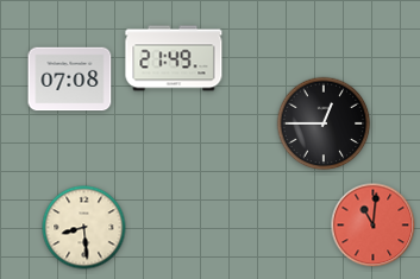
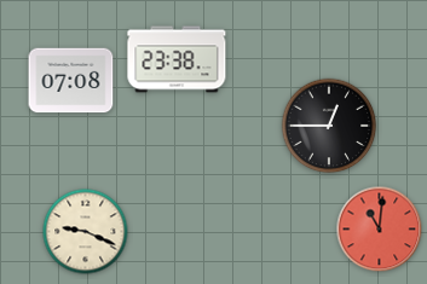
clock at (174, 58): 21:49 -> 23:38
clock at (84, 228): 8:29 -> 9:19
